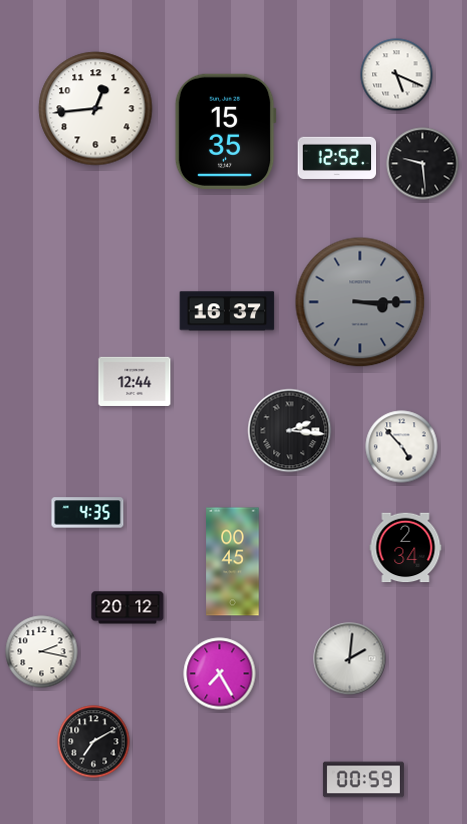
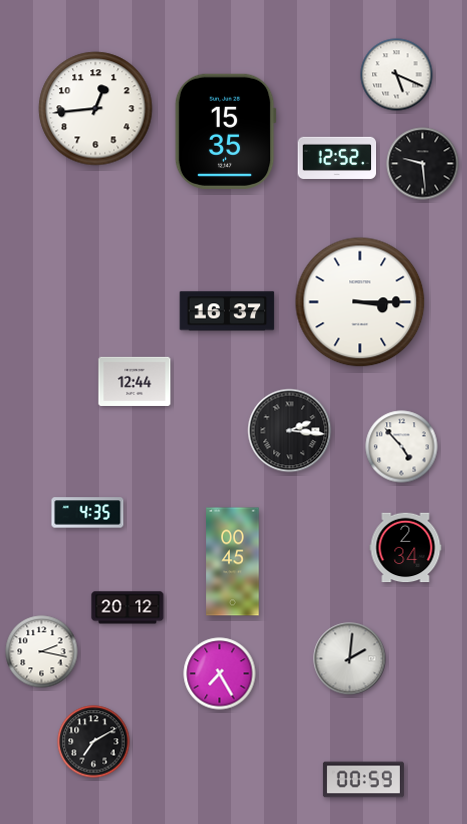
clock at (360, 302) dial: grey -> white
